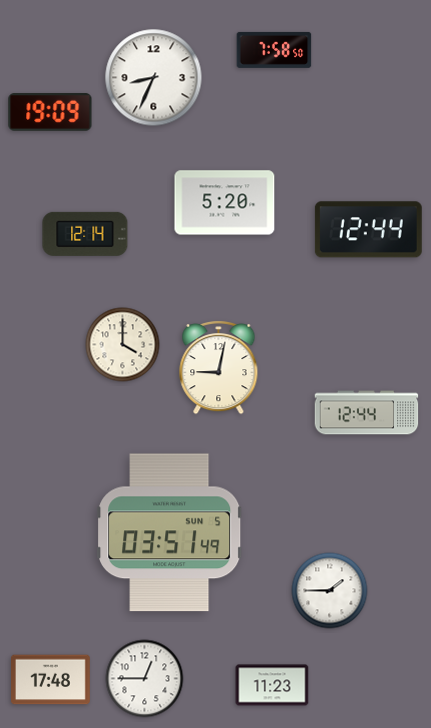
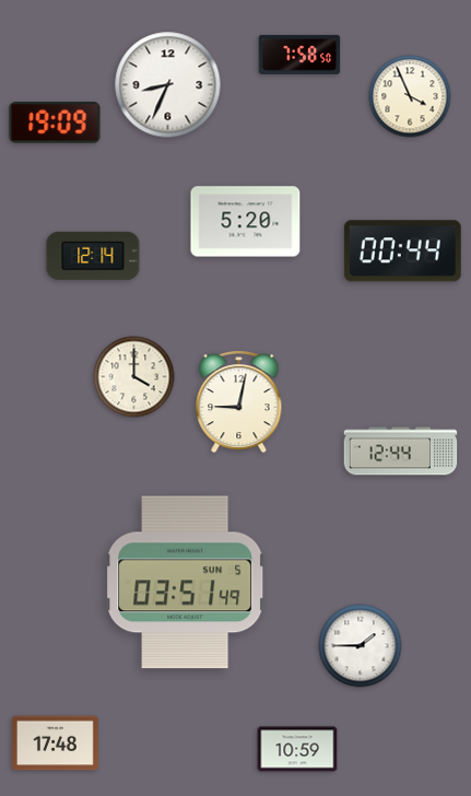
clock at (410, 96): none -> 3:56
clock at (368, 230): 12:44 -> 00:44
clock at (145, 679): 12:45 -> none
clock at (272, 685): 11:23 -> 10:59
